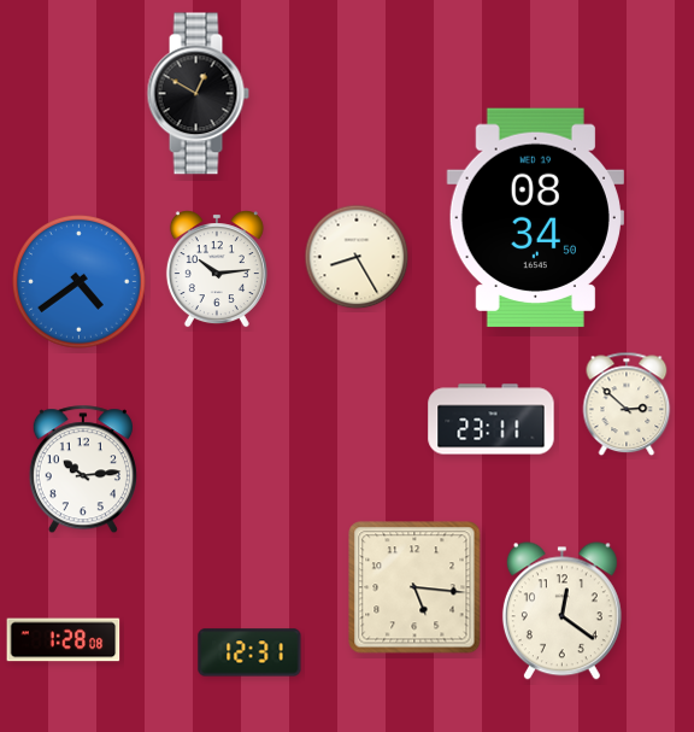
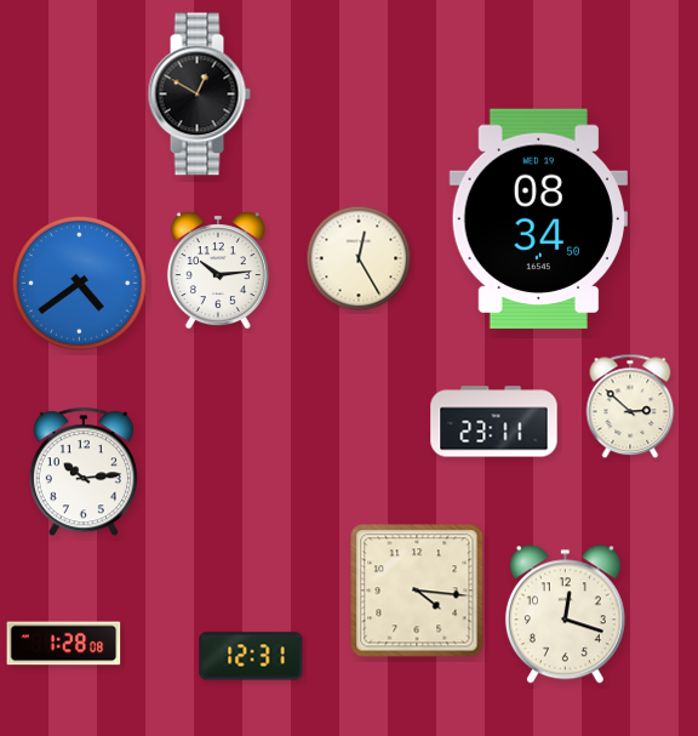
clock at (357, 257): 8:25 -> 12:25
clock at (414, 587): 5:16 -> 4:16
clock at (561, 611): 12:21 -> 12:18
